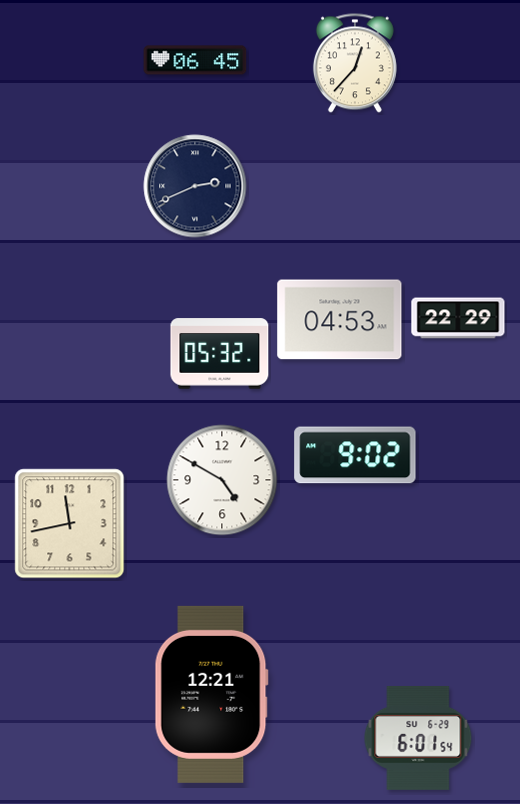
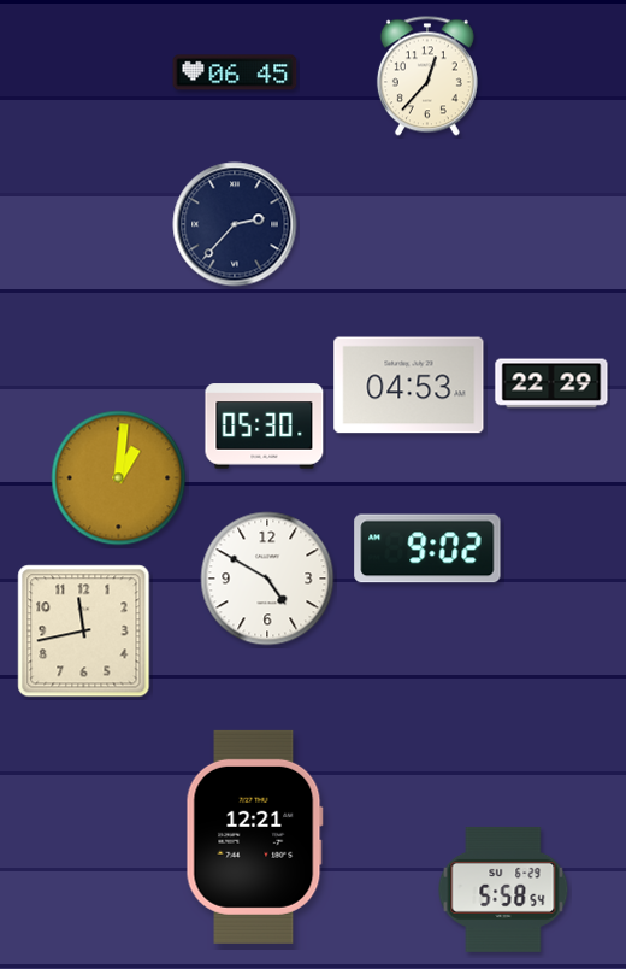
clock at (195, 186): 2:41 -> 2:37
clock at (220, 354): 05:32 -> 05:30
clock at (119, 478): none -> 1:01
clock at (418, 738): 6:01 -> 5:58
